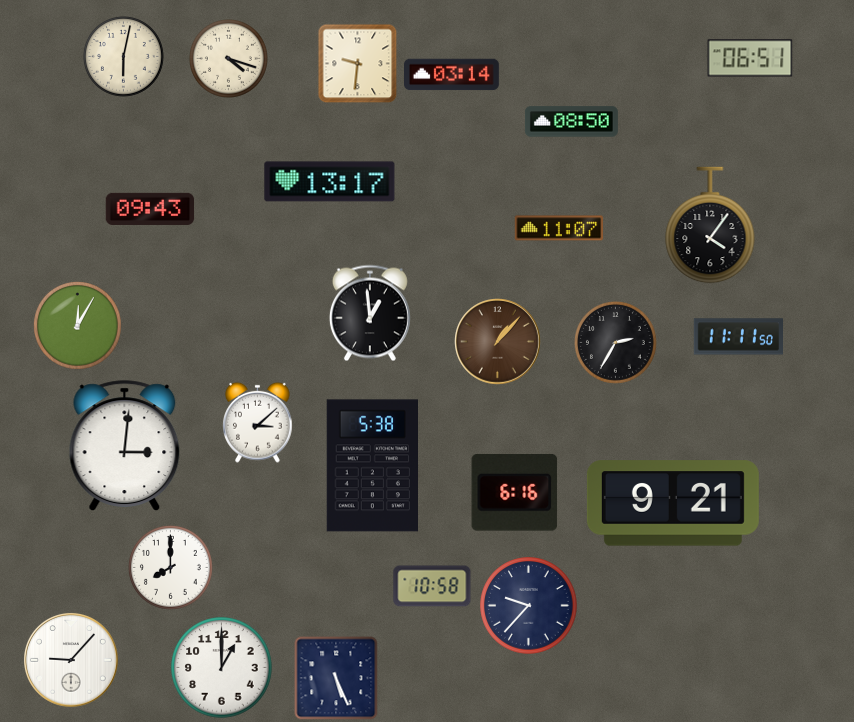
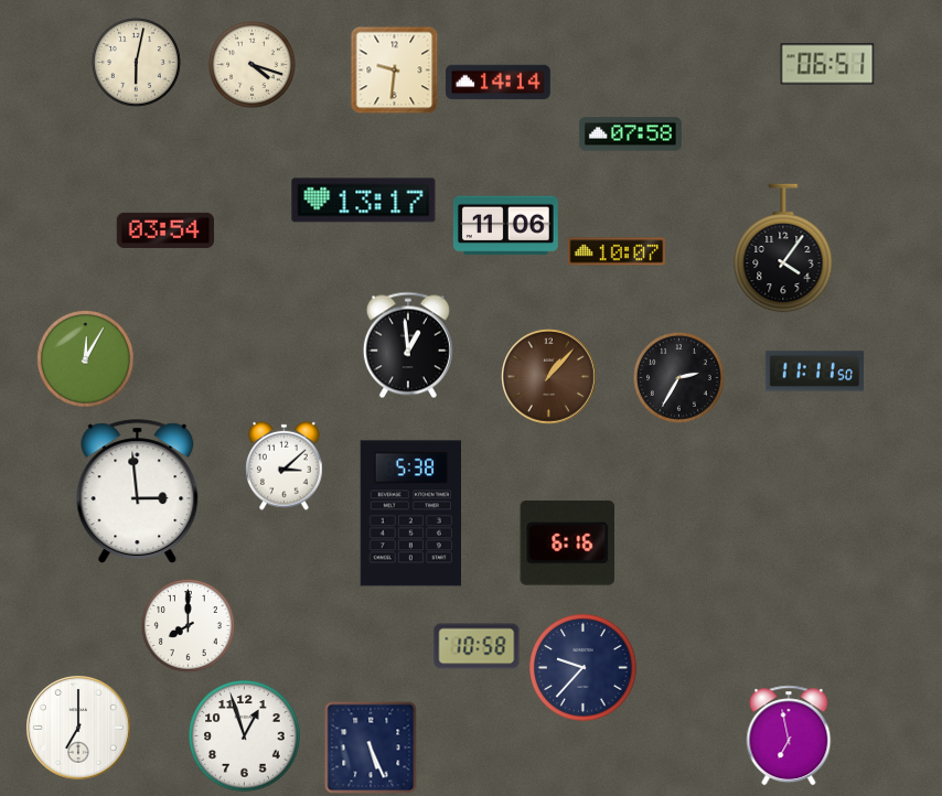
clock at (452, 75): 03:14 -> 14:14
clock at (571, 122): 08:50 -> 07:58
clock at (505, 226): none -> 11:06
clock at (150, 209): 09:43 -> 03:54
clock at (559, 228): 11:07 -> 10:07
clock at (125, 446): 3:01 -> 2:59
clock at (673, 503): 9:21 -> none
clock at (72, 661): 9:07 -> 7:00
clock at (789, 735): none -> 6:58
clock at (222, 668): 1:00 -> 12:57
